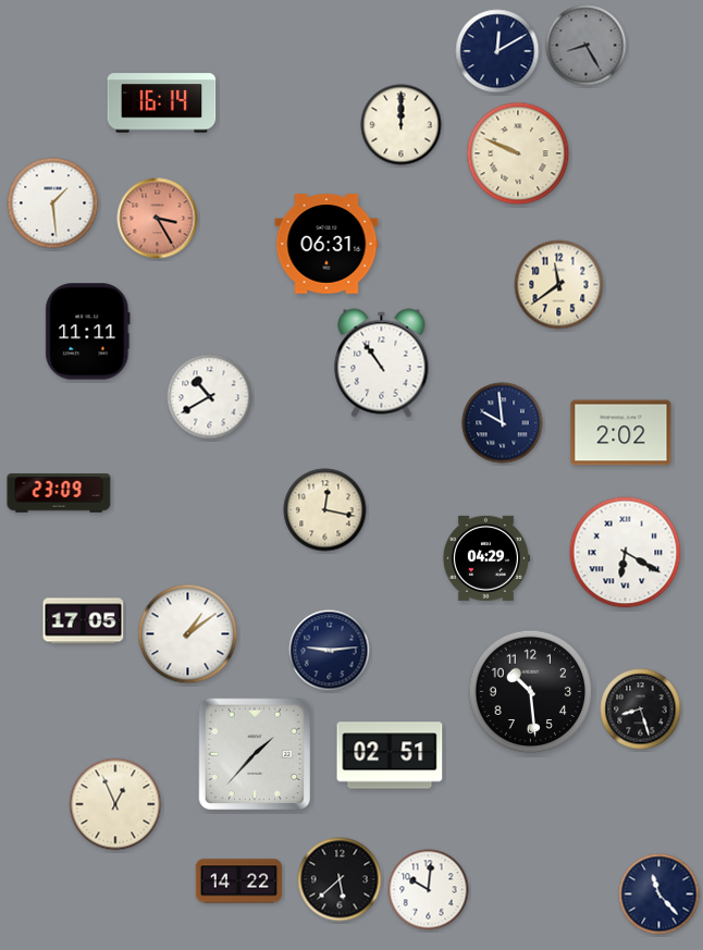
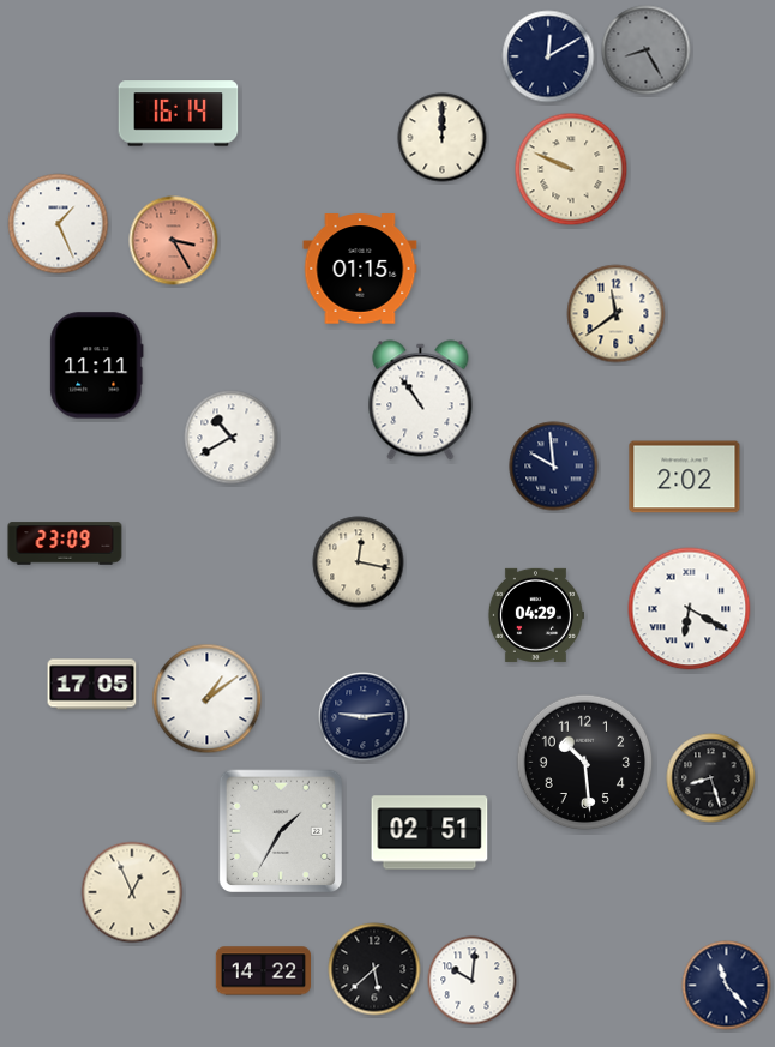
clock at (53, 203): 1:29 -> 1:26
clock at (326, 244): 06:31 -> 01:15
clock at (641, 710) position: (641, 710) -> (711, 778)
clock at (255, 754): 1:37 -> 1:35
clock at (115, 804) position: (115, 804) -> (132, 892)
